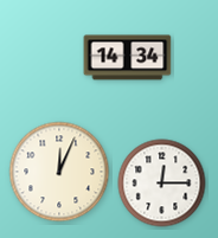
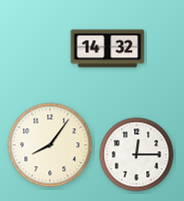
clock at (128, 58): 14:34 -> 14:32
clock at (59, 172): 12:04 -> 8:06
